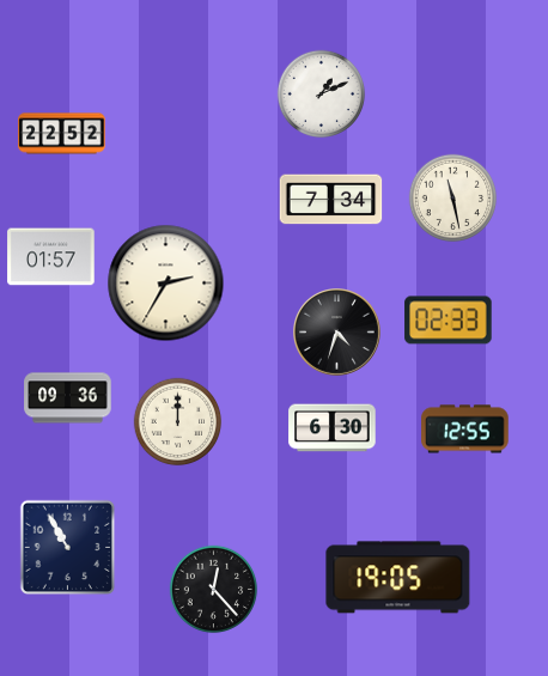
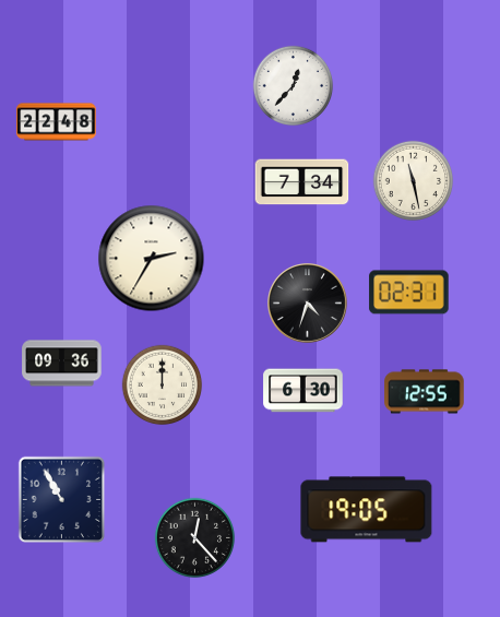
clock at (322, 95): 1:11 -> 12:37
clock at (62, 134): 22:52 -> 22:48
clock at (51, 257): 01:57 -> none
clock at (449, 321): 02:33 -> 02:31
clock at (398, 578) position: (398, 578) -> (367, 510)
